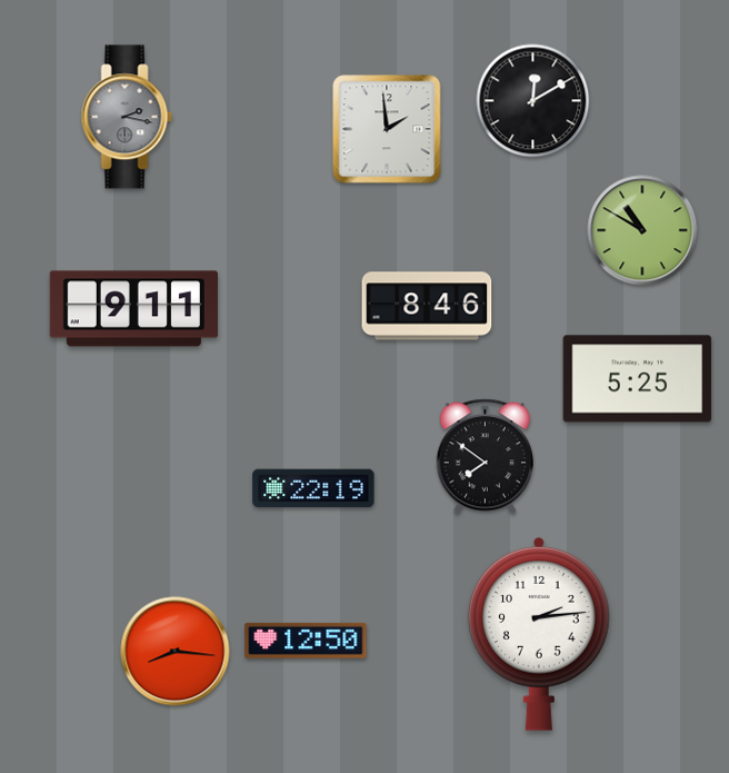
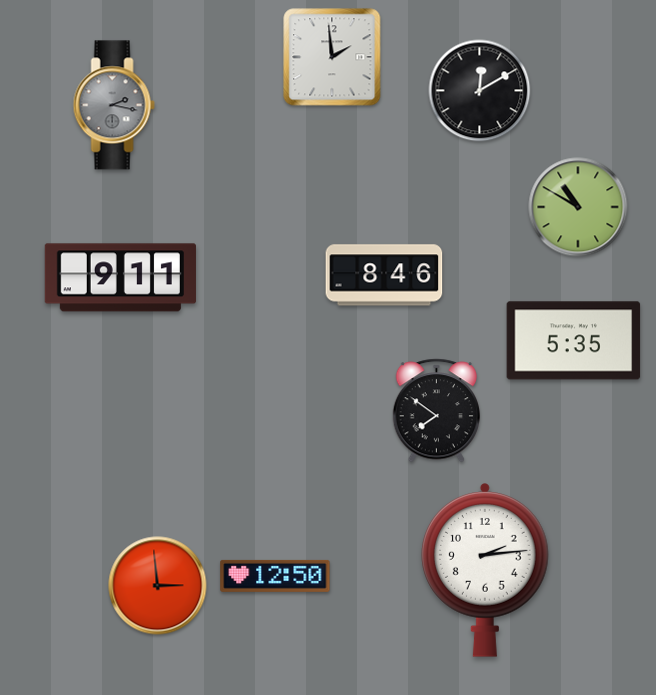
clock at (387, 129) position: (387, 129) -> (332, 57)
clock at (638, 379): 5:25 -> 5:35
clock at (313, 488): 22:19 -> none
clock at (176, 652): 8:16 -> 2:59
